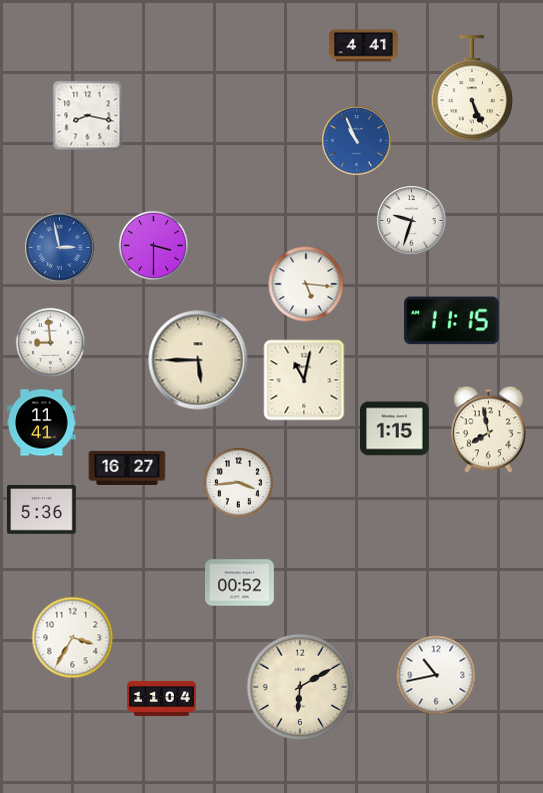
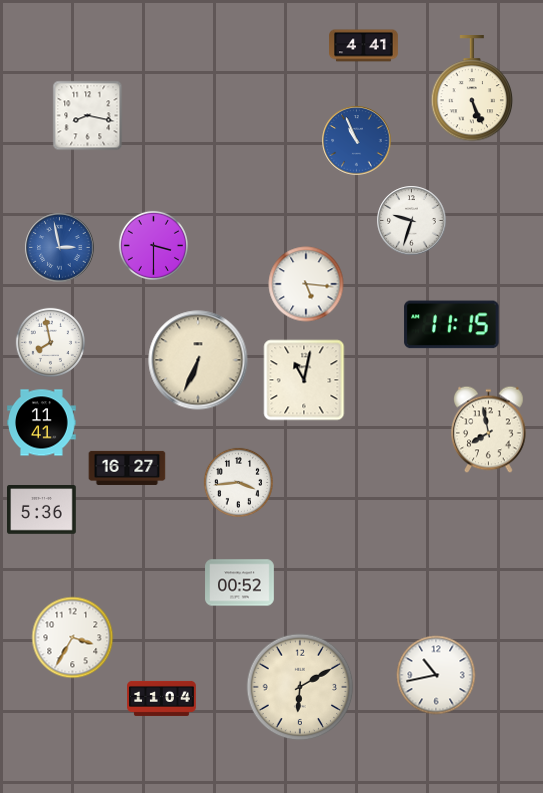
clock at (452, 321) position: (452, 321) -> (452, 325)
clock at (50, 342): 8:59 -> 7:58
clock at (198, 360): 5:45 -> 6:34
clock at (395, 429): 1:15 -> none
